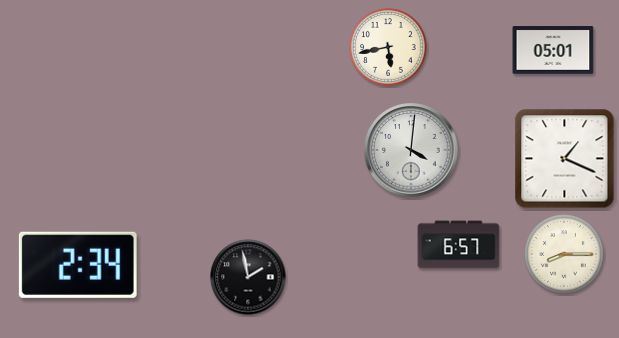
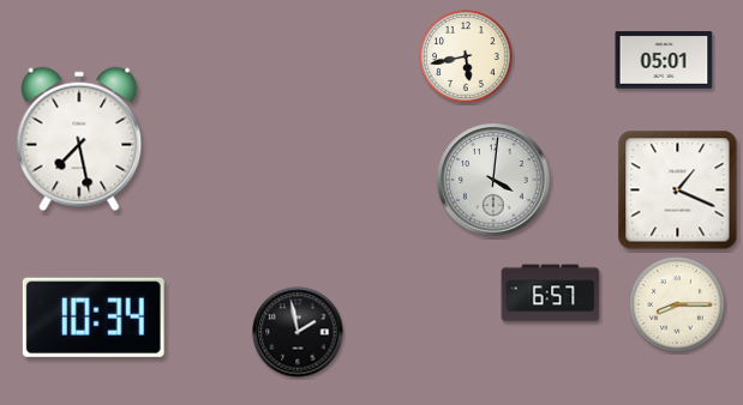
clock at (79, 139): none -> 7:28
clock at (78, 265): 2:34 -> 10:34
